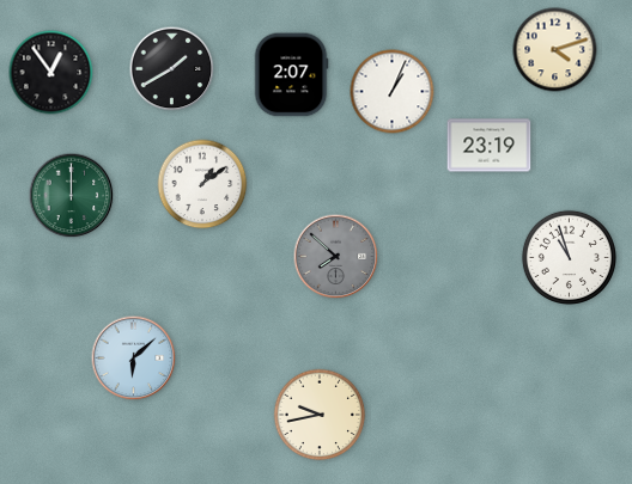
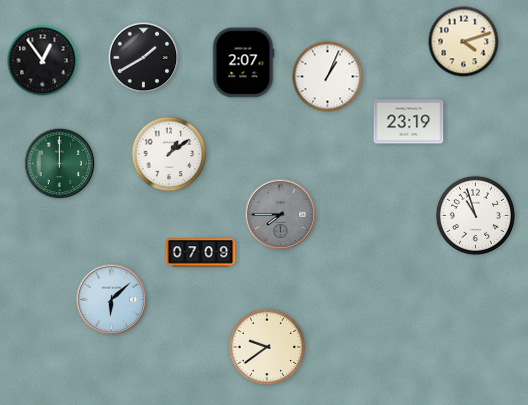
clock at (336, 257): 7:52 -> 7:45
clock at (201, 253): none -> 07:09
clock at (320, 415): 9:43 -> 9:39
